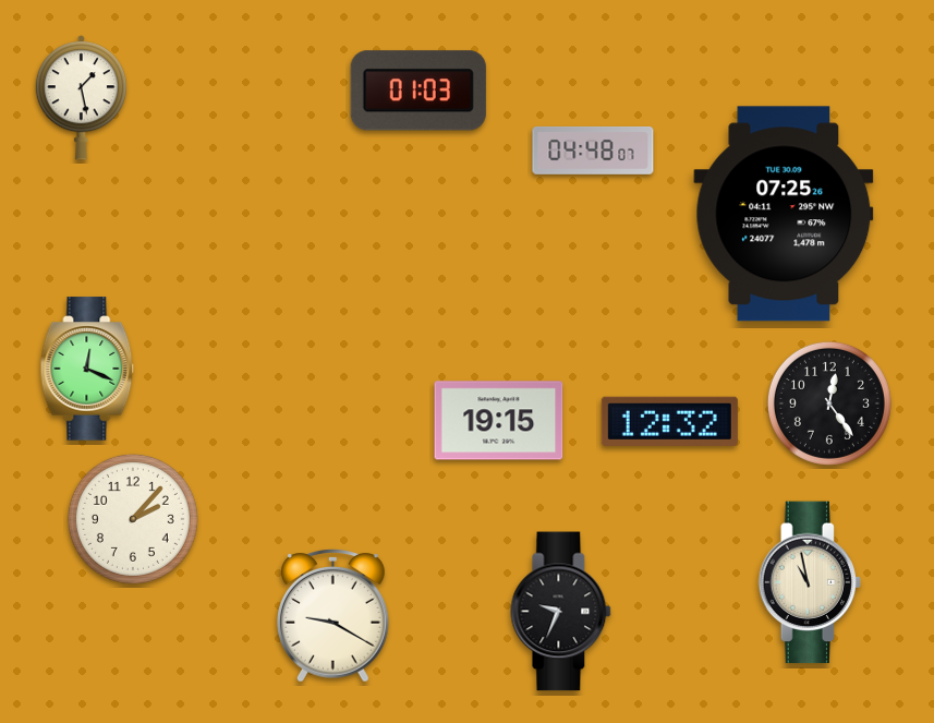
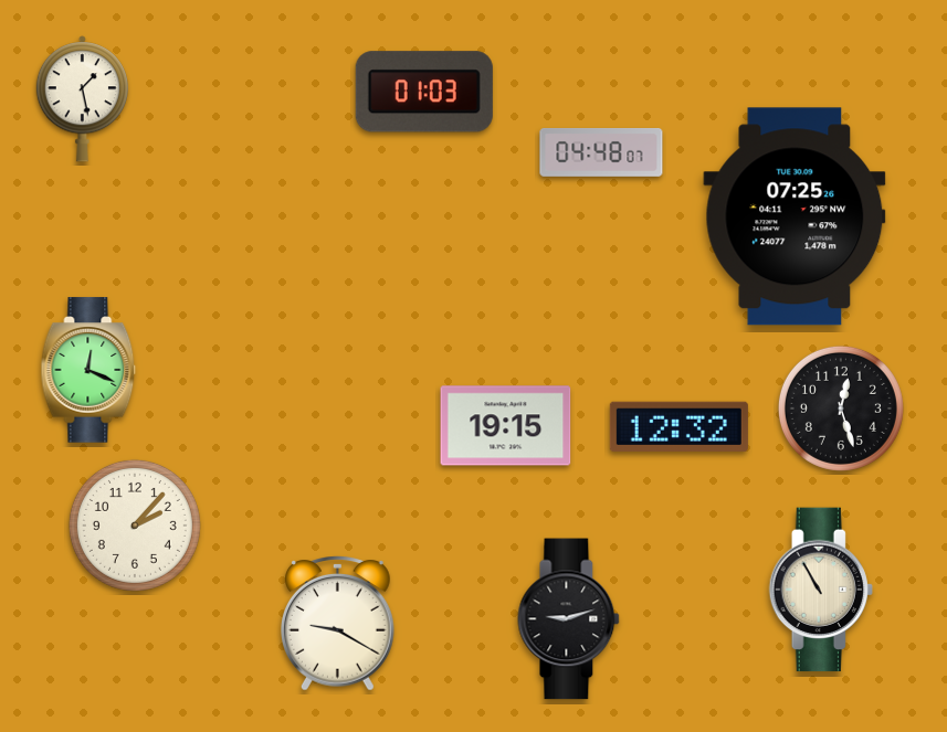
clock at (87, 369) position: (87, 369) -> (88, 370)
clock at (829, 403): 12:24 -> 12:27
clock at (810, 582): 10:58 -> 10:55
clock at (561, 612): 9:34 -> 9:12
